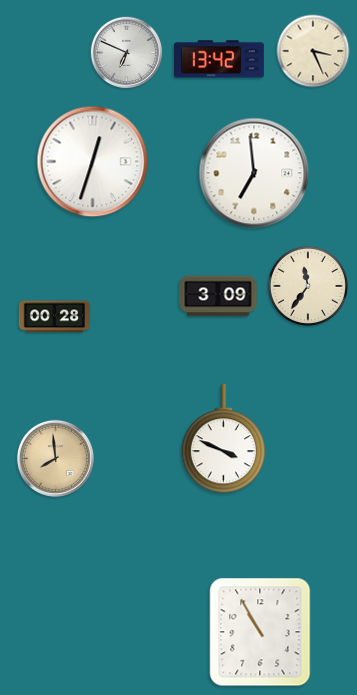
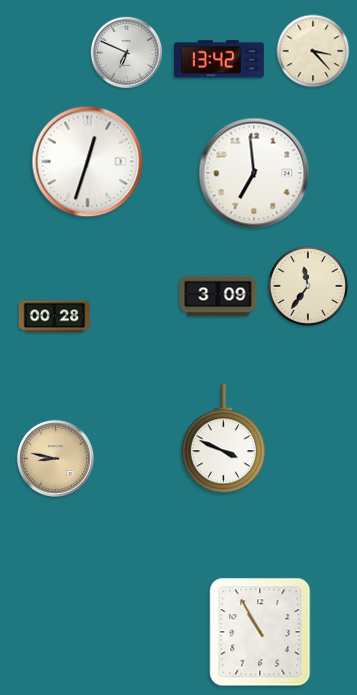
clock at (313, 51): 3:26 -> 3:23
clock at (93, 162) position: (93, 162) -> (88, 162)
clock at (55, 458): 7:59 -> 8:47
